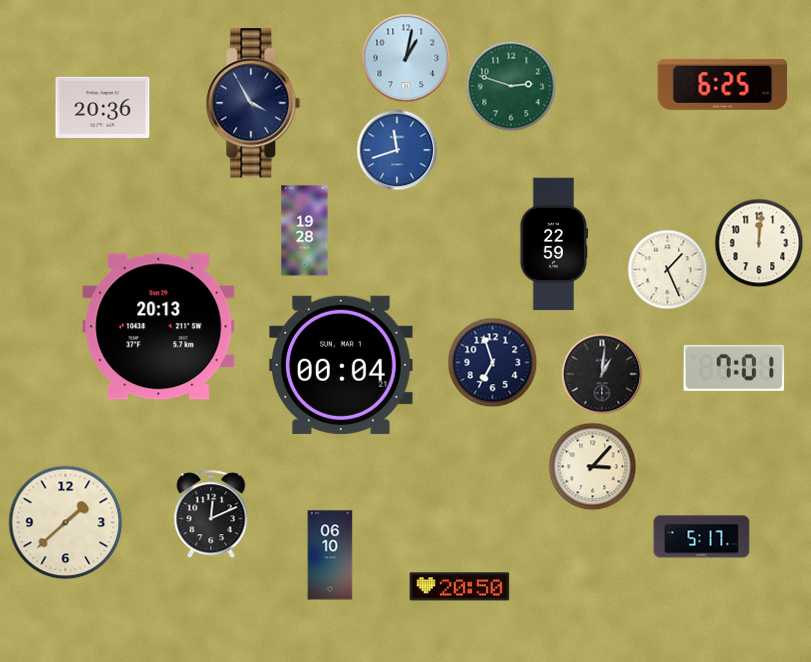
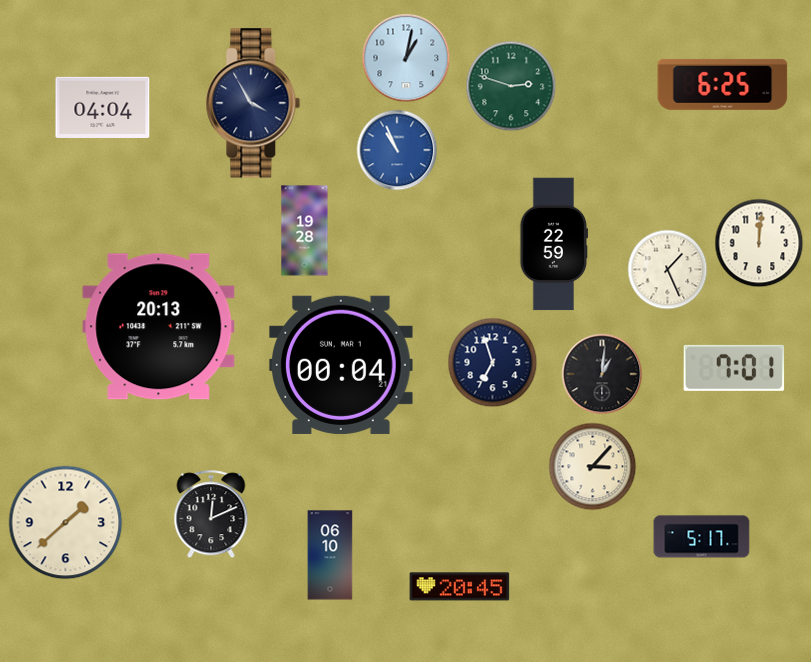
clock at (103, 107): 20:36 -> 04:04
clock at (397, 150): 11:42 -> 10:56
clock at (460, 587): 20:50 -> 20:45
